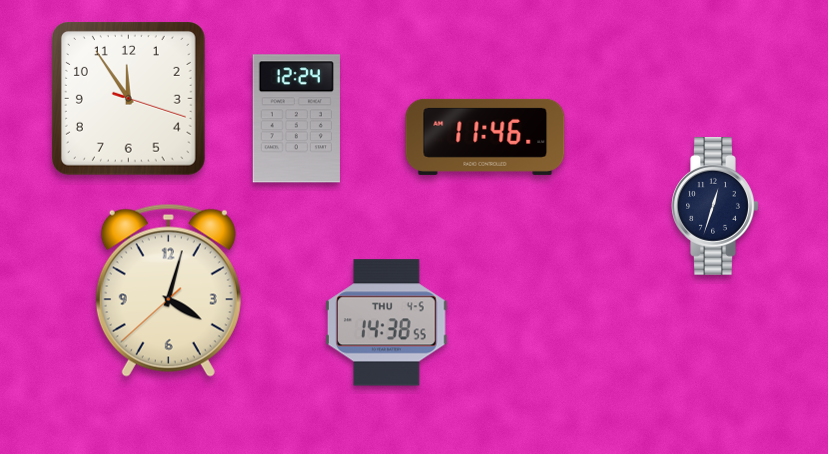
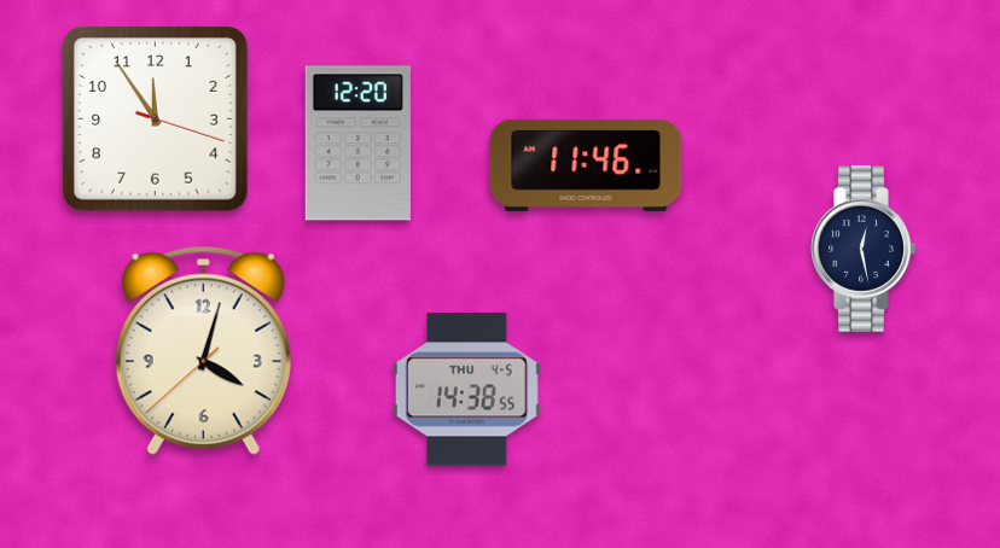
clock at (296, 119): 12:24 -> 12:20
clock at (715, 207): 12:33 -> 12:28
